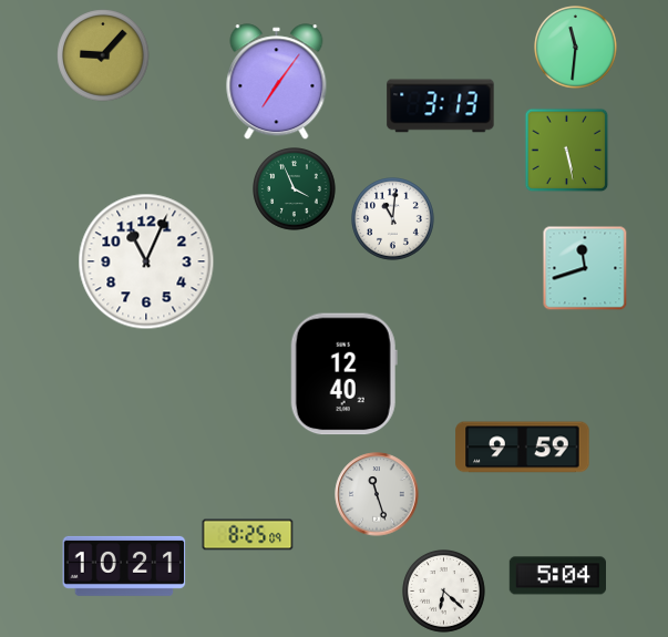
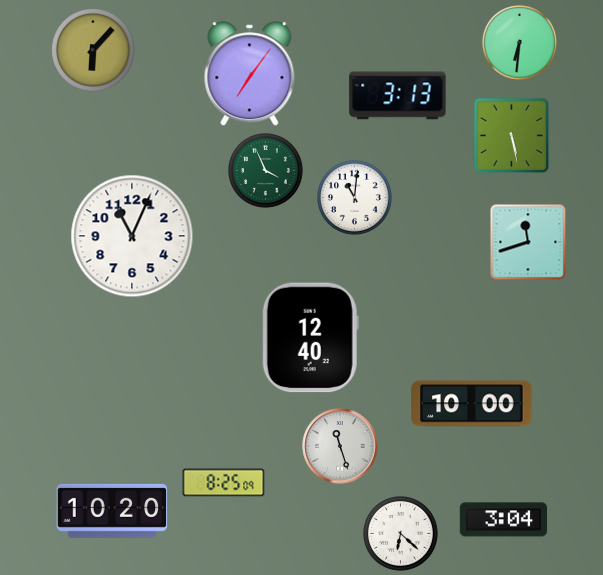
clock at (576, 48): 11:31 -> 6:31
clock at (103, 55): 9:07 -> 6:07
clock at (523, 448): 9:59 -> 10:00
clock at (124, 566): 10:21 -> 10:20
clock at (557, 576): 5:04 -> 3:04
